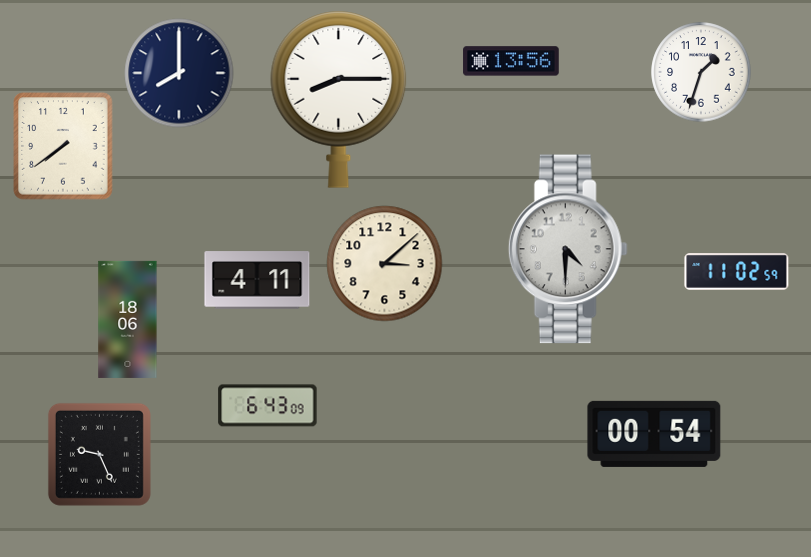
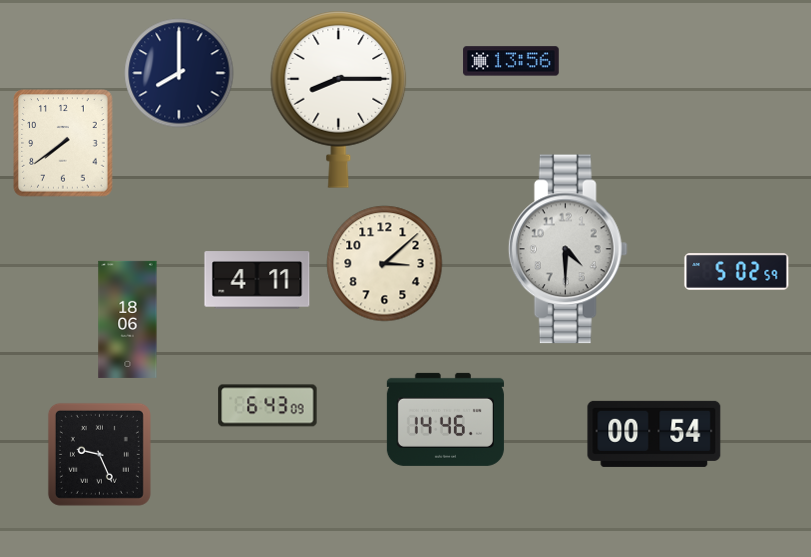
clock at (701, 72): 1:33 -> none
clock at (63, 146) position: (63, 146) -> (63, 143)
clock at (737, 272): 11:02 -> 5:02
clock at (445, 419): none -> 14:46
